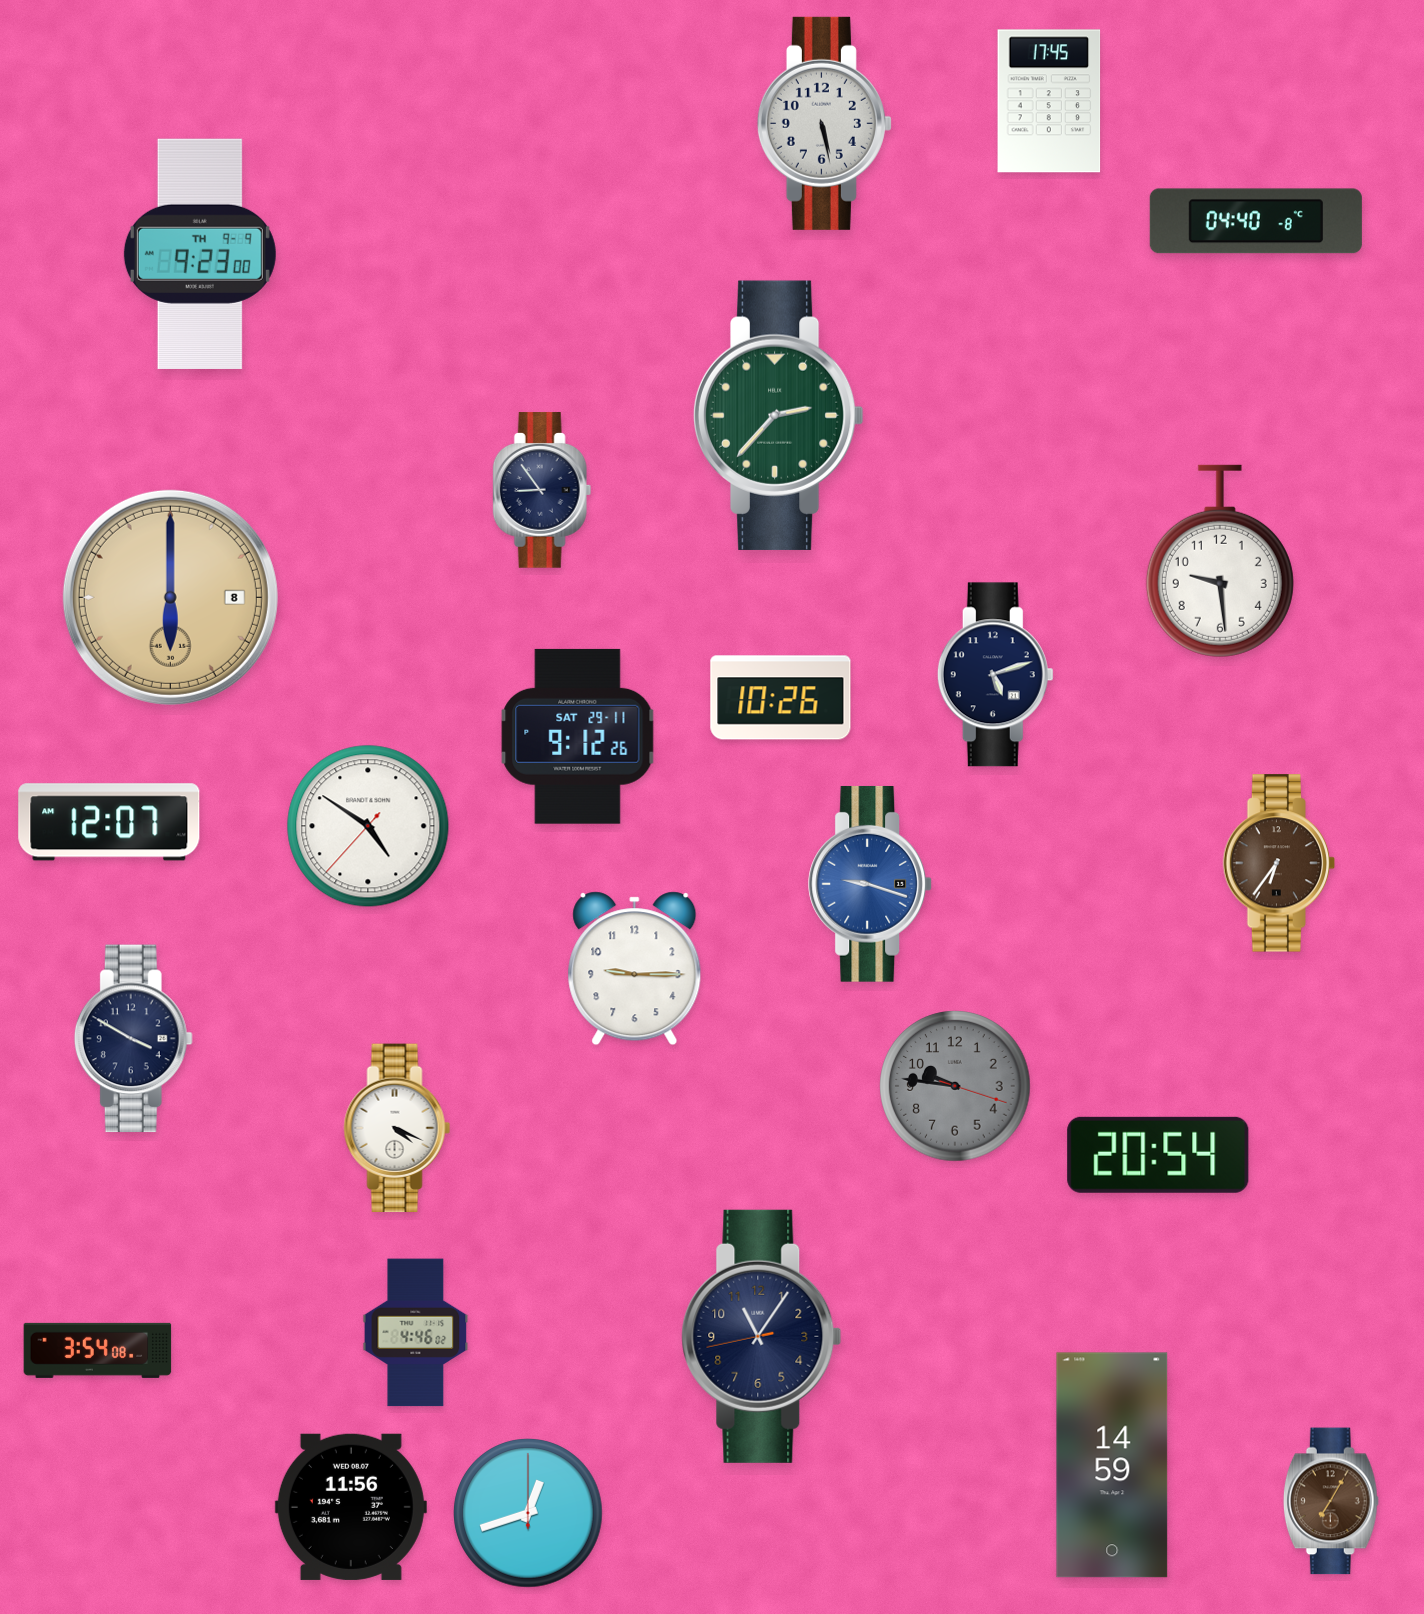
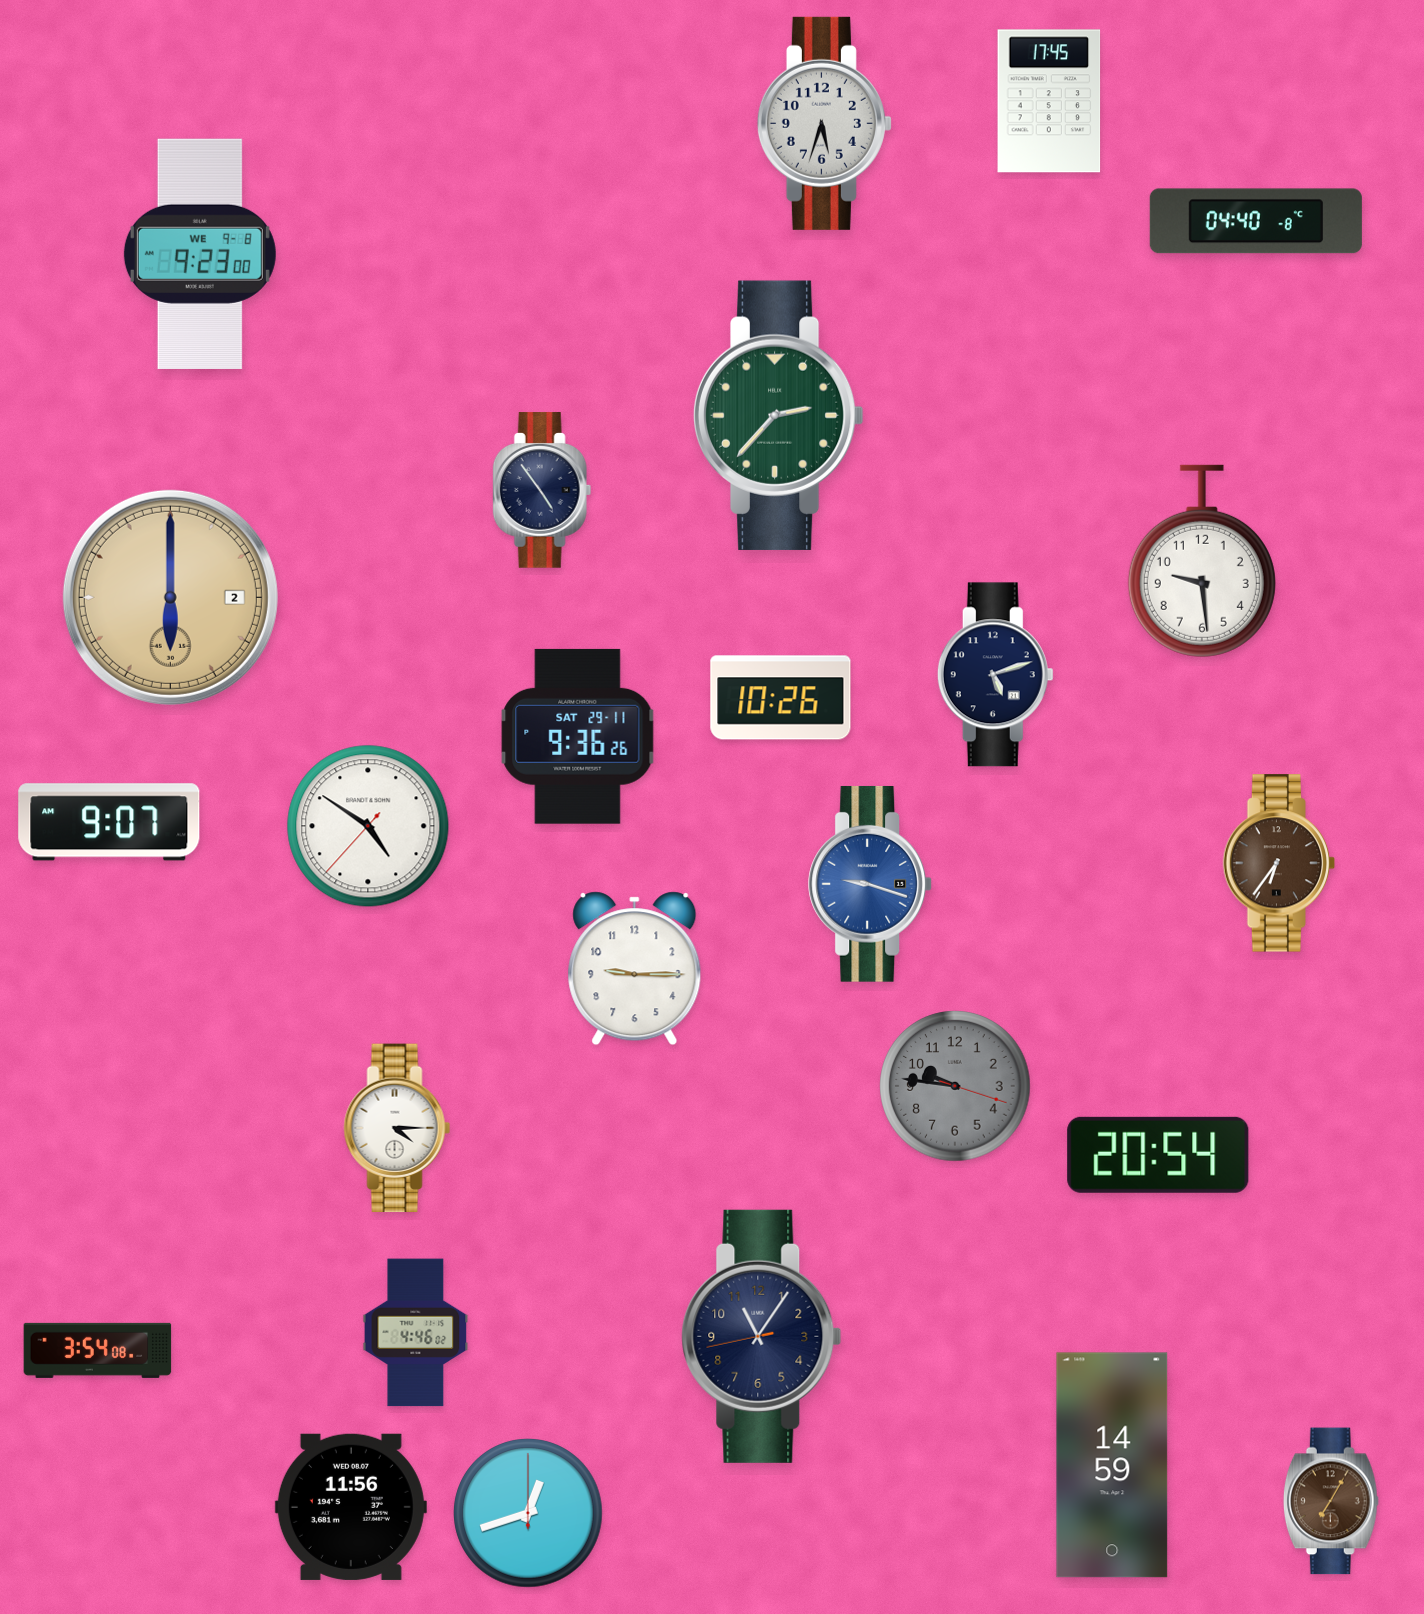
clock at (824, 123): 5:28 -> 5:33
clock at (200, 254) date: TH 9-9 -> WE 9-8
clock at (542, 490): 8:54 -> 4:54
clock at (1220, 561) position: (1220, 561) -> (1202, 561)
clock at (170, 597) date: 8 -> 2
clock at (578, 736): 9:12 -> 9:36
clock at (109, 822): 12:07 -> 9:07
clock at (133, 1039): 3:50 -> none
clock at (397, 1128): 4:19 -> 4:15
